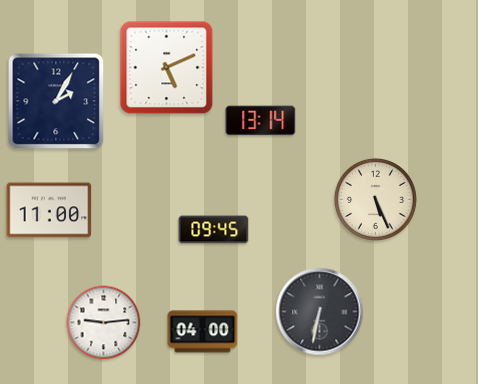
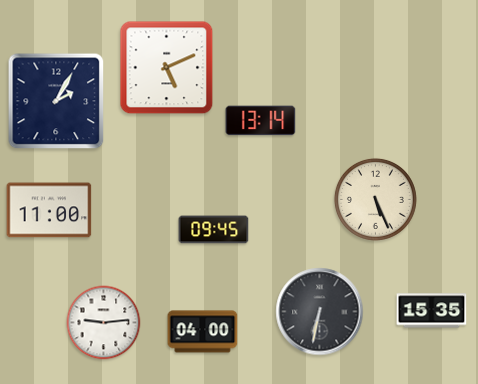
clock at (432, 311): none -> 15:35
